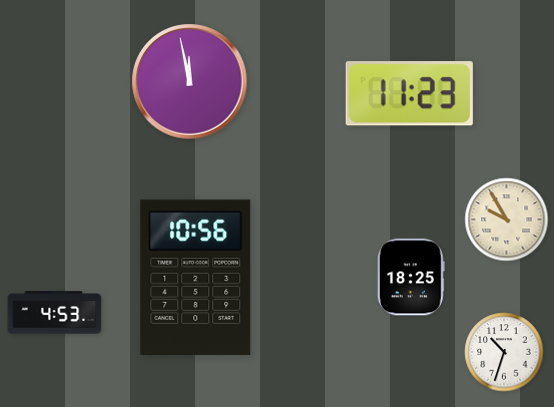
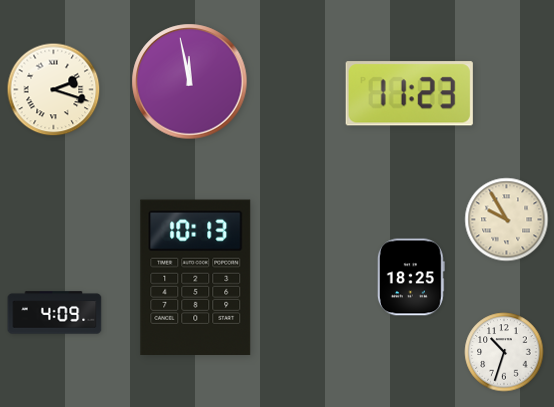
clock at (54, 90): none -> 2:18
clock at (196, 277): 10:56 -> 10:13
clock at (55, 313): 4:53 -> 4:09
